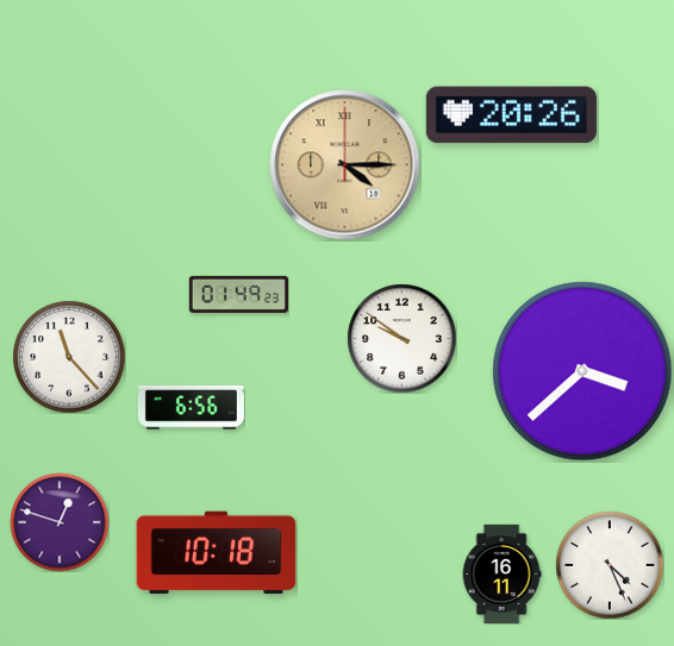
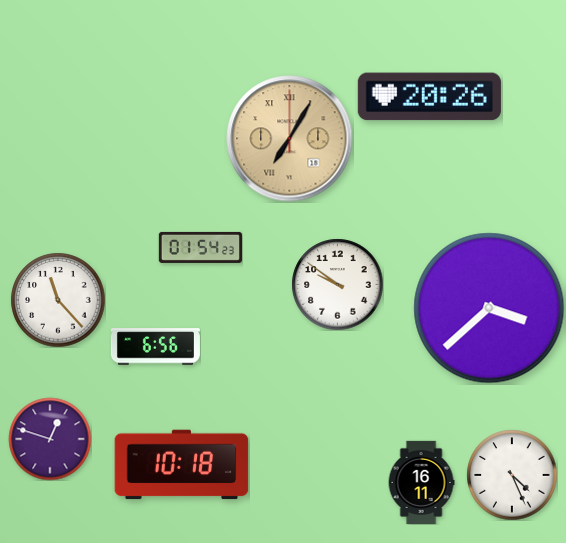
clock at (345, 165): 4:15 -> 7:05
clock at (238, 294): 01:49 -> 01:54
clock at (582, 371) position: (582, 371) -> (489, 308)
clock at (191, 408) position: (191, 408) -> (155, 347)
